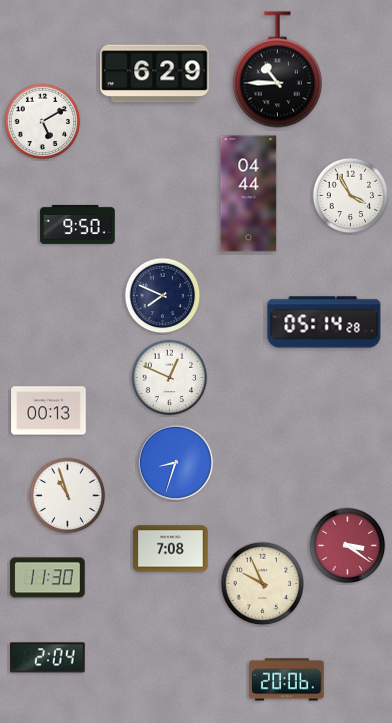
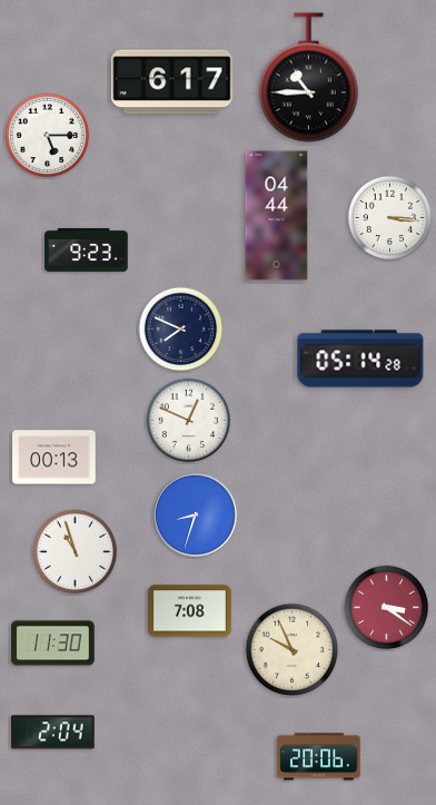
clock at (155, 74): 6:29 -> 6:17
clock at (43, 122): 5:10 -> 5:15
clock at (351, 196): 3:55 -> 3:16
clock at (78, 224): 9:50 -> 9:23
